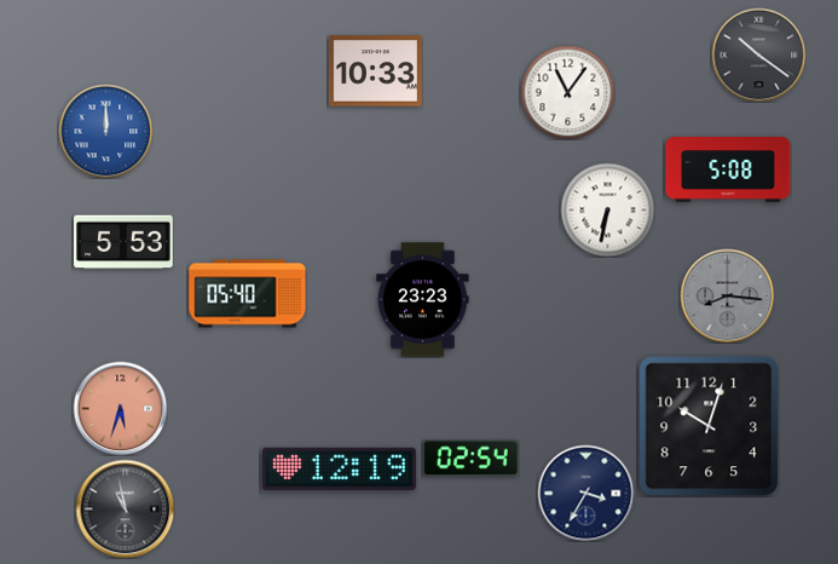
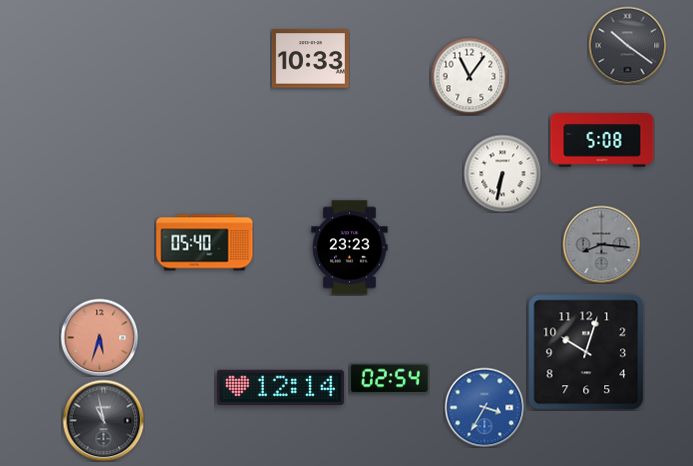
clock at (105, 131): 12:00 -> none
clock at (125, 242): 5:53 -> none
clock at (339, 468): 12:19 -> 12:14
clock at (585, 493) dial: navy -> blue
